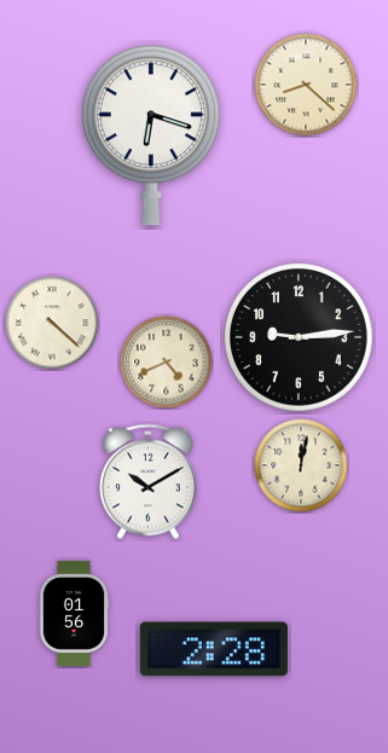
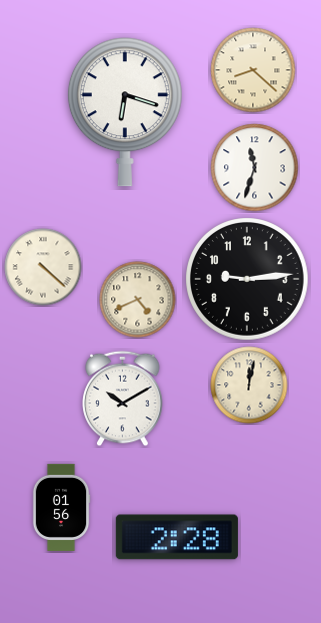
clock at (255, 168): none -> 11:33
